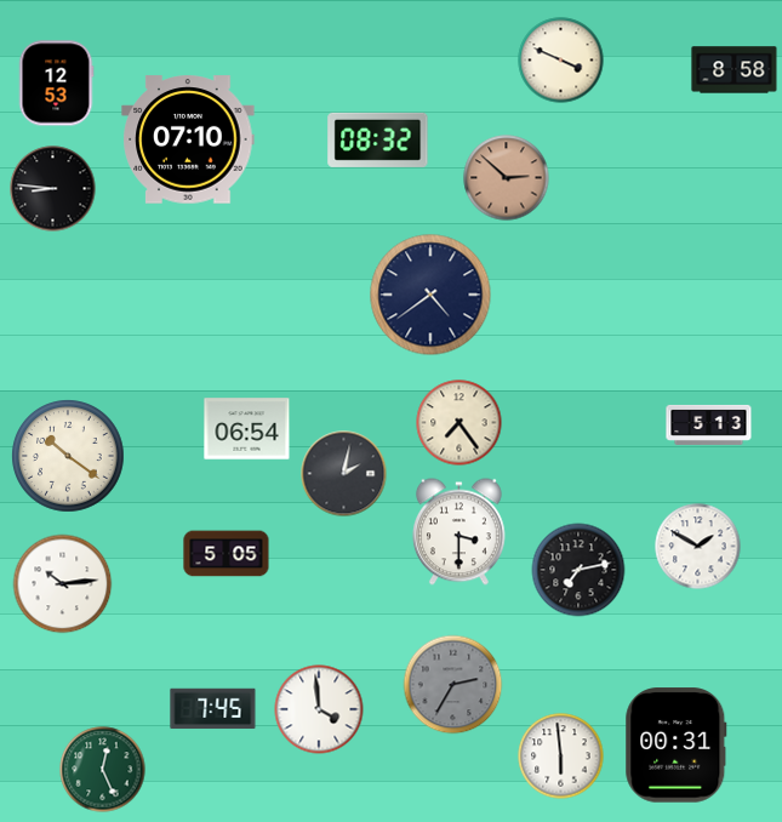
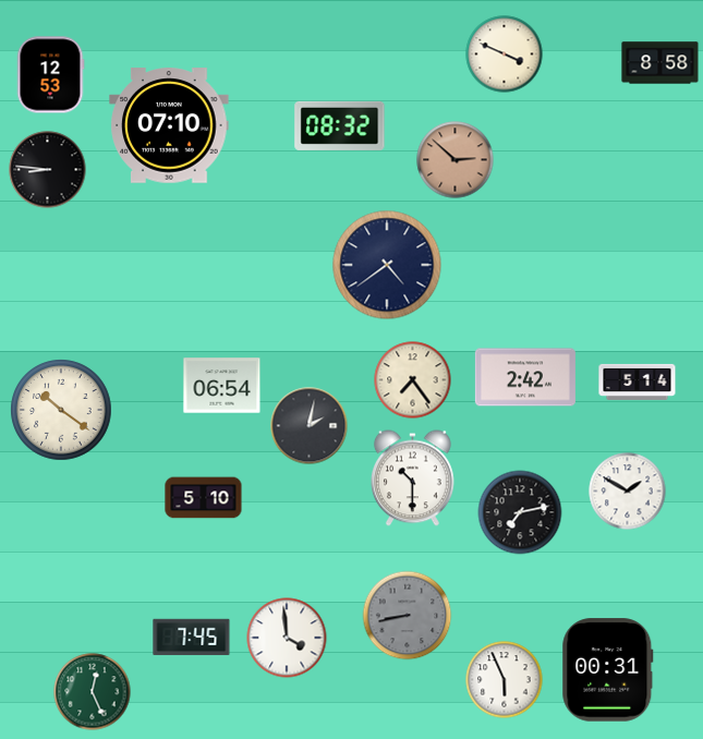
clock at (525, 377): none -> 2:42
clock at (709, 424): 5:13 -> 5:14
clock at (458, 532): 3:30 -> 10:30
clock at (227, 554): 5:05 -> 5:10
clock at (63, 584): 10:14 -> none
clock at (453, 685): 2:35 -> 8:43
clock at (561, 757): 5:59 -> 5:56
